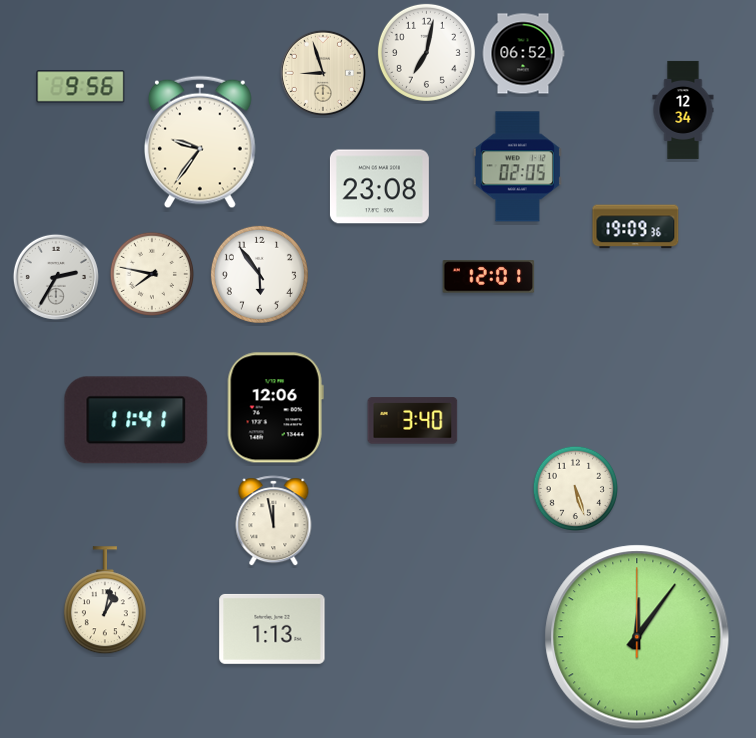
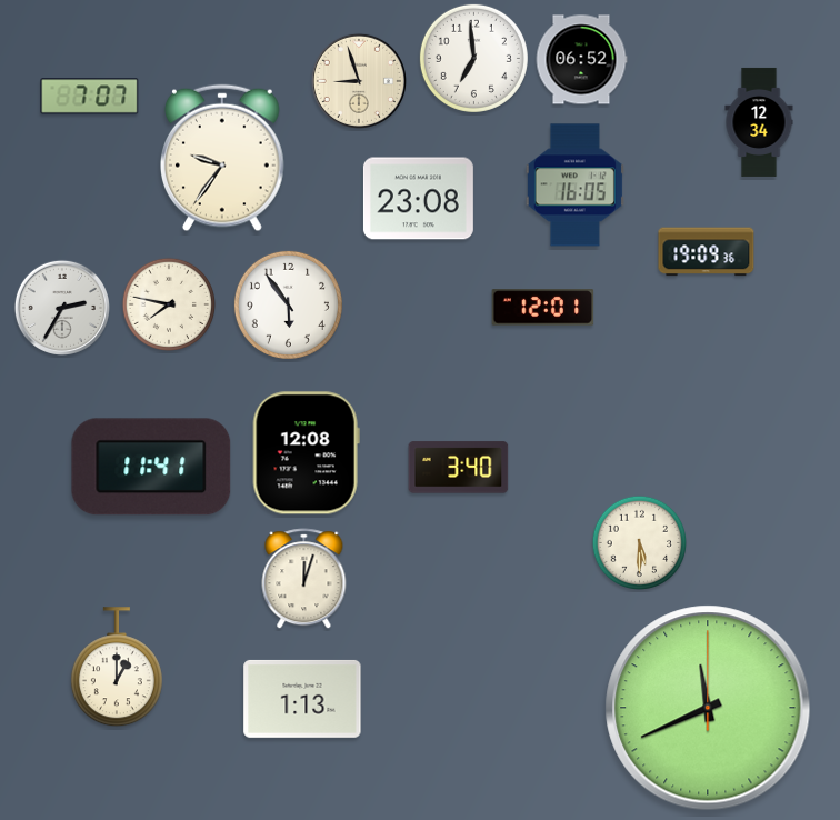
clock at (426, 52): 7:02 -> 6:59
clock at (81, 87): 9:56 -> 7:07
clock at (517, 167): 02:05 -> 16:05
clock at (379, 187) position: (379, 187) -> (418, 199)
clock at (275, 408): 12:06 -> 12:08
clock at (575, 488): 5:27 -> 5:30
clock at (274, 521): 11:58 -> 12:03
clock at (105, 601): 1:02 -> 1:00
clock at (637, 637): 12:06 -> 11:41
